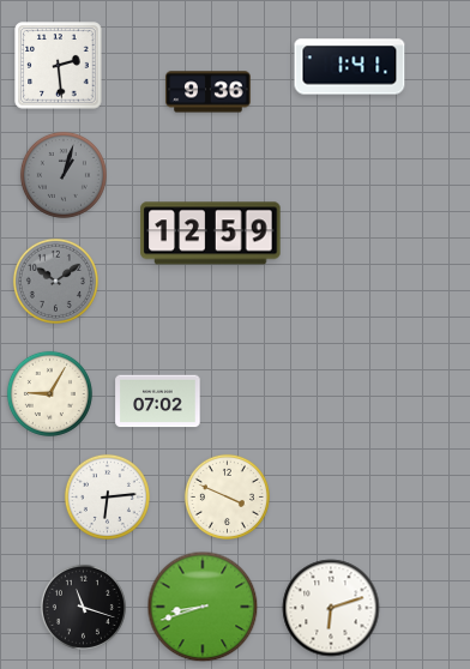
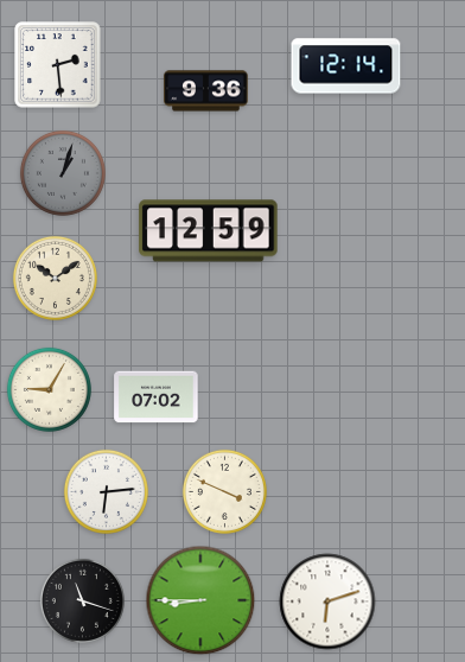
clock at (350, 67): 1:41 -> 12:14
clock at (55, 281) dial: grey -> cream
clock at (203, 607): 8:42 -> 8:45
